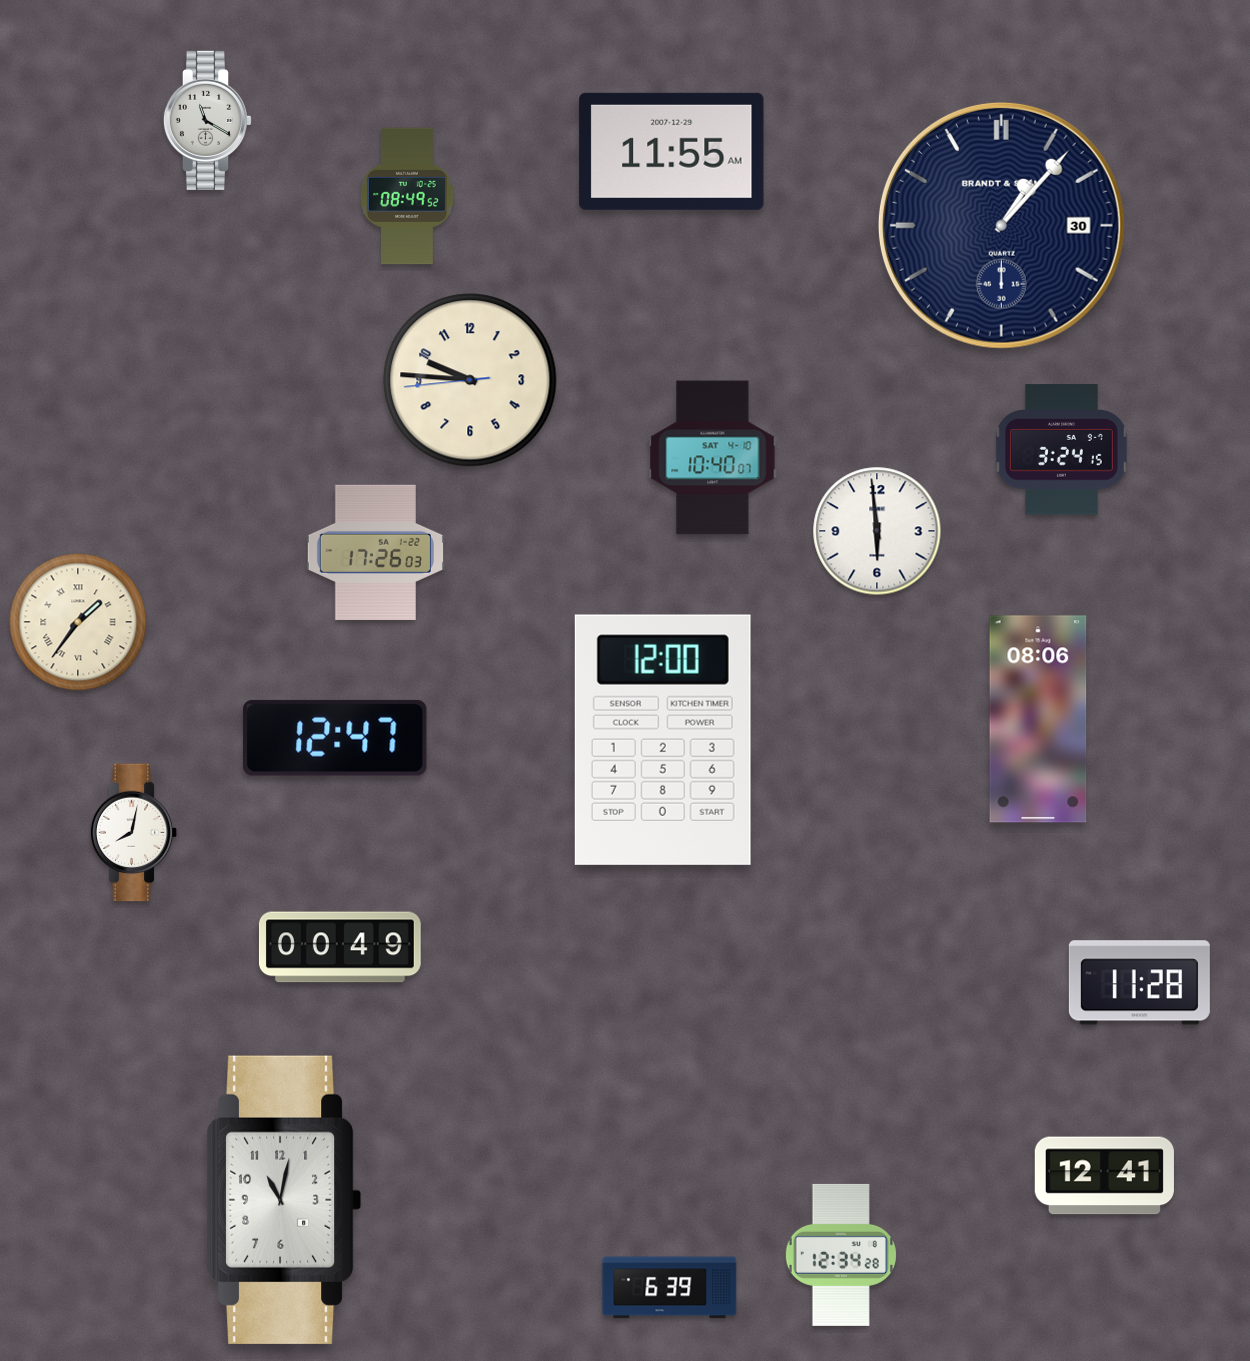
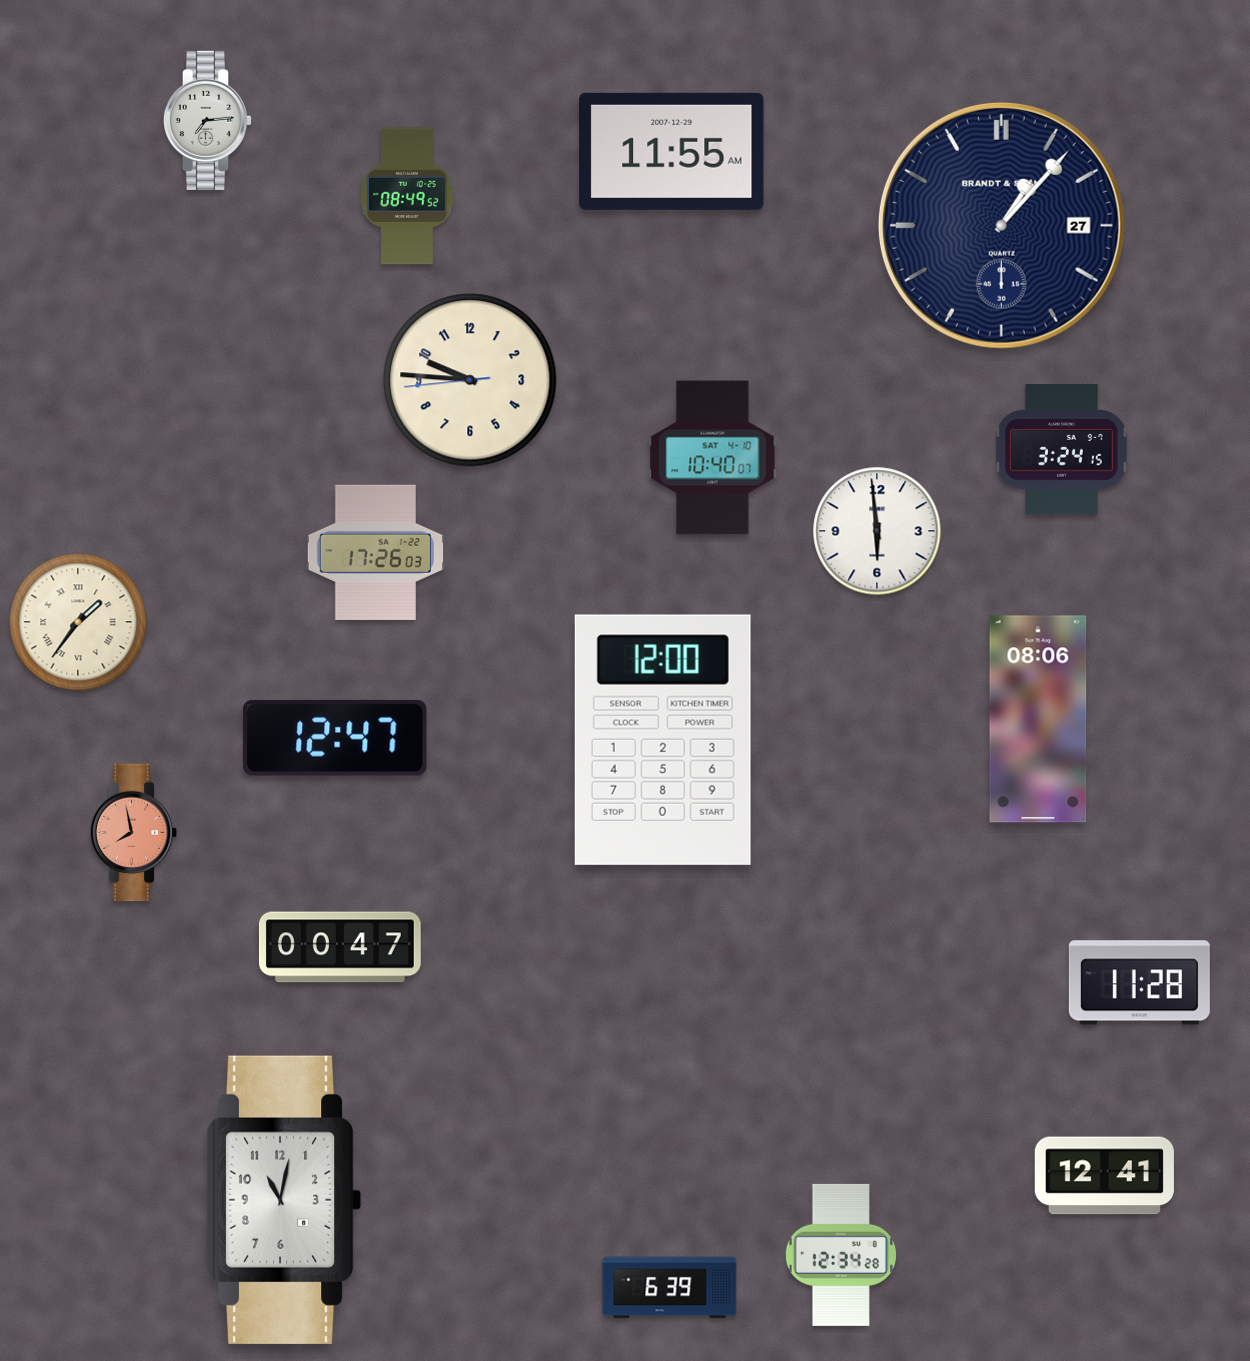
clock at (208, 120): 11:20 -> 7:14
clock at (1001, 225) date: 30 -> 27
clock at (134, 833): 8:02 -> 7:58
clock at (134, 833) dial: white -> salmon
clock at (340, 947): 00:49 -> 00:47
